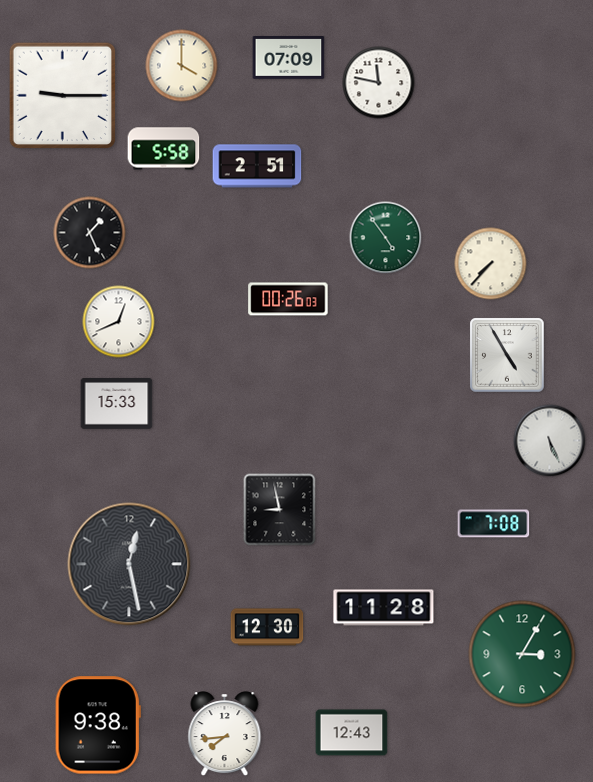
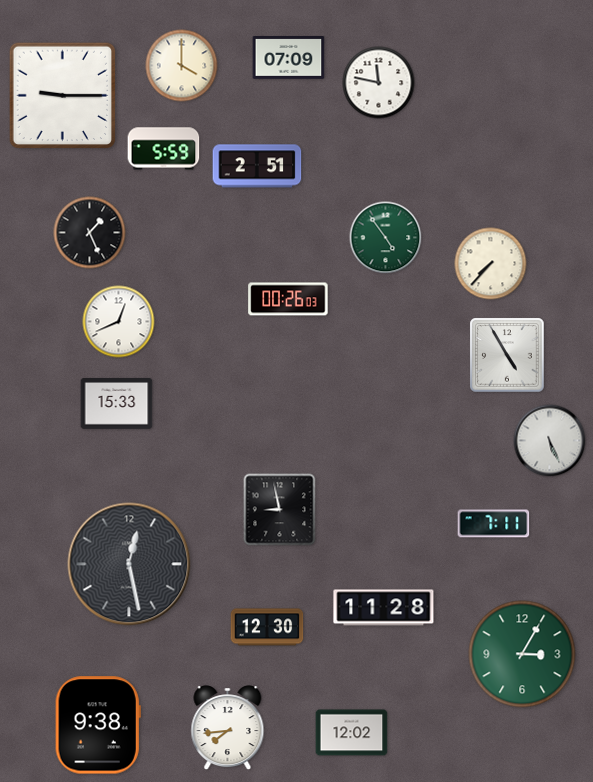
clock at (164, 149): 5:58 -> 5:59
clock at (494, 524): 7:08 -> 7:11
clock at (352, 733): 12:43 -> 12:02
clock at (225, 734) position: (225, 734) -> (228, 728)
